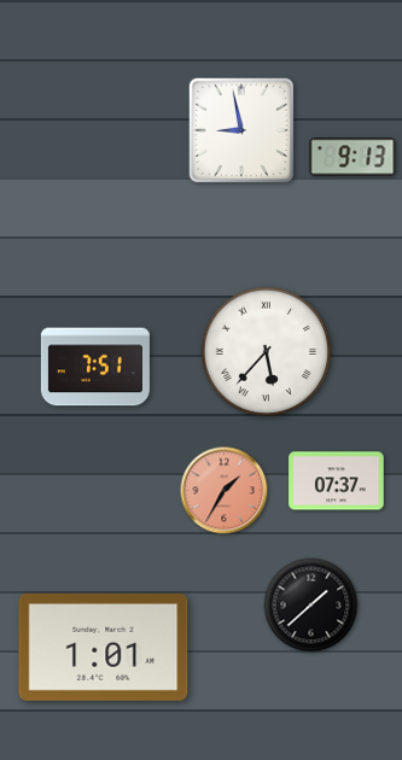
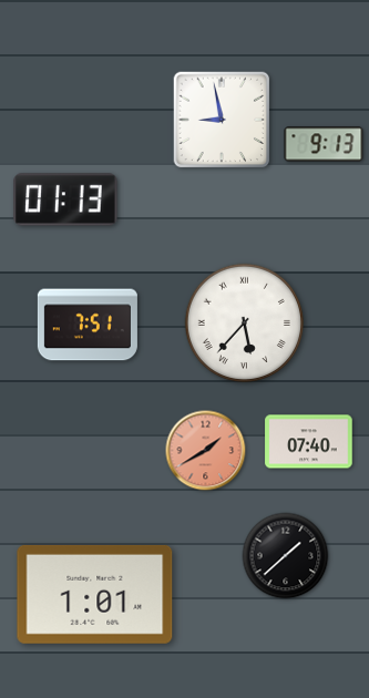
clock at (65, 199): none -> 01:13
clock at (95, 367) position: (95, 367) -> (88, 325)
clock at (337, 481): 07:37 -> 07:40
clock at (225, 491): 1:35 -> 1:40
